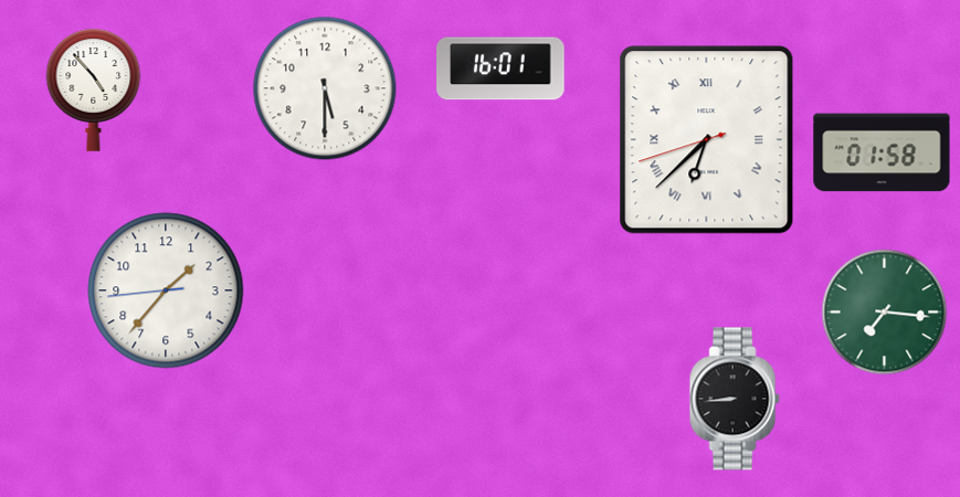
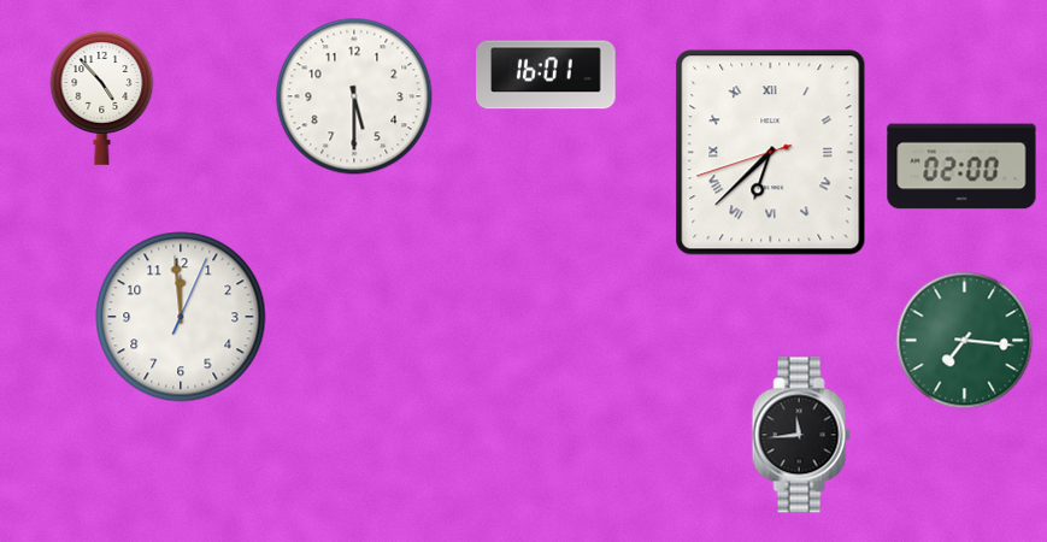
clock at (882, 152): 01:58 -> 02:00
clock at (166, 290): 1:36 -> 11:59
clock at (735, 399): 8:44 -> 11:44
